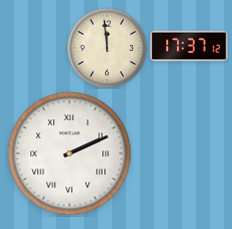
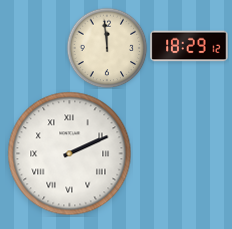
clock at (189, 46): 17:37 -> 18:29
